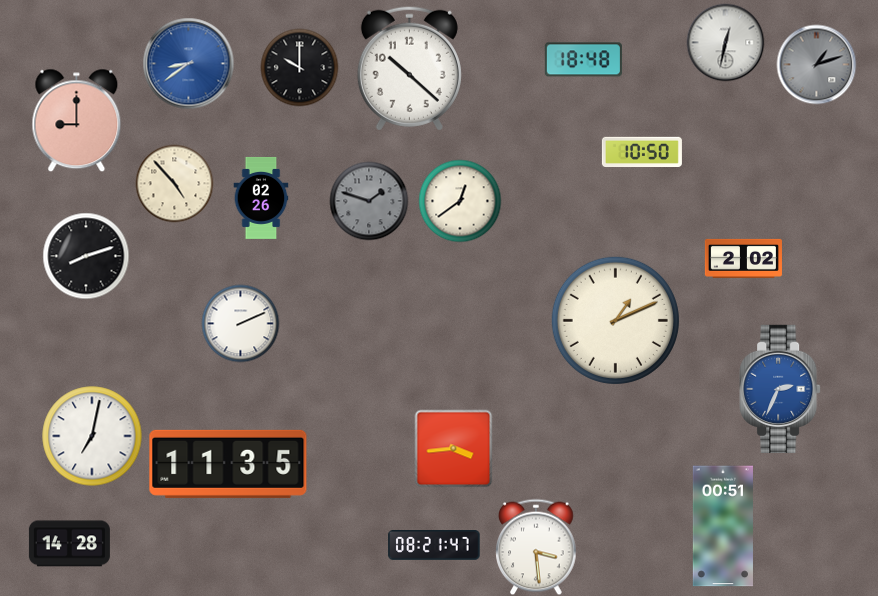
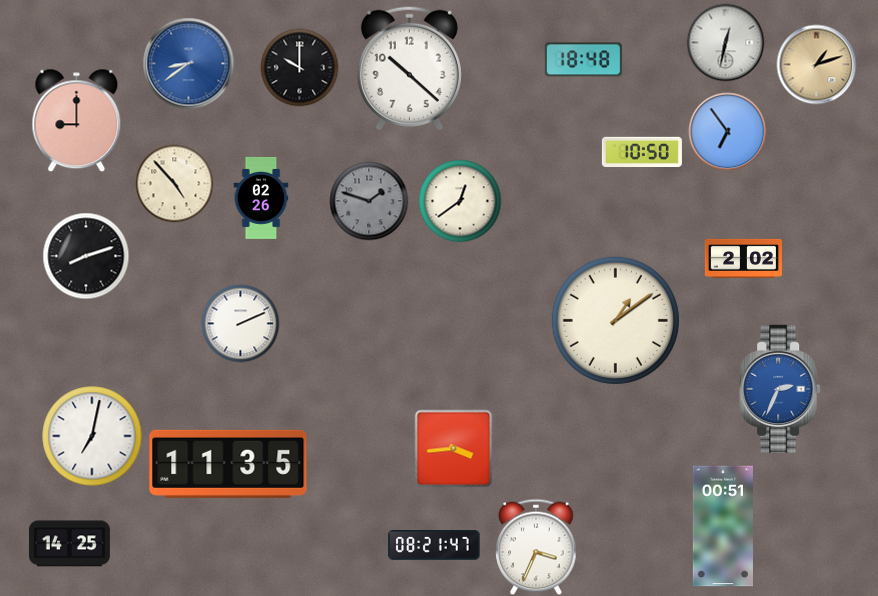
clock at (816, 64) dial: grey -> champagne
clock at (727, 131): none -> 6:54
clock at (615, 320): 1:11 -> 1:09
clock at (69, 544): 14:28 -> 14:25
clock at (536, 547): 3:29 -> 3:34
